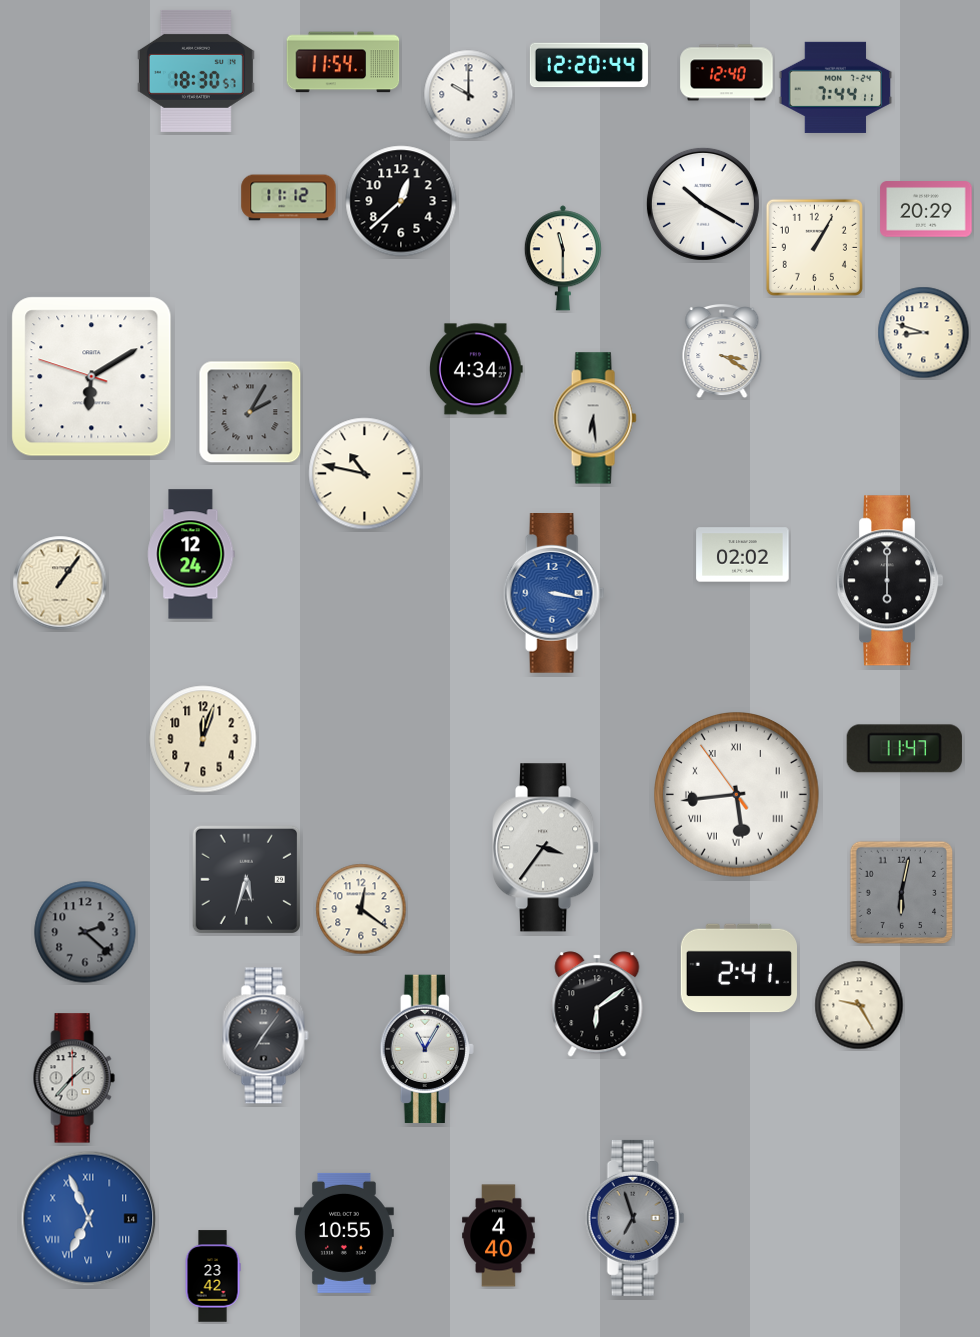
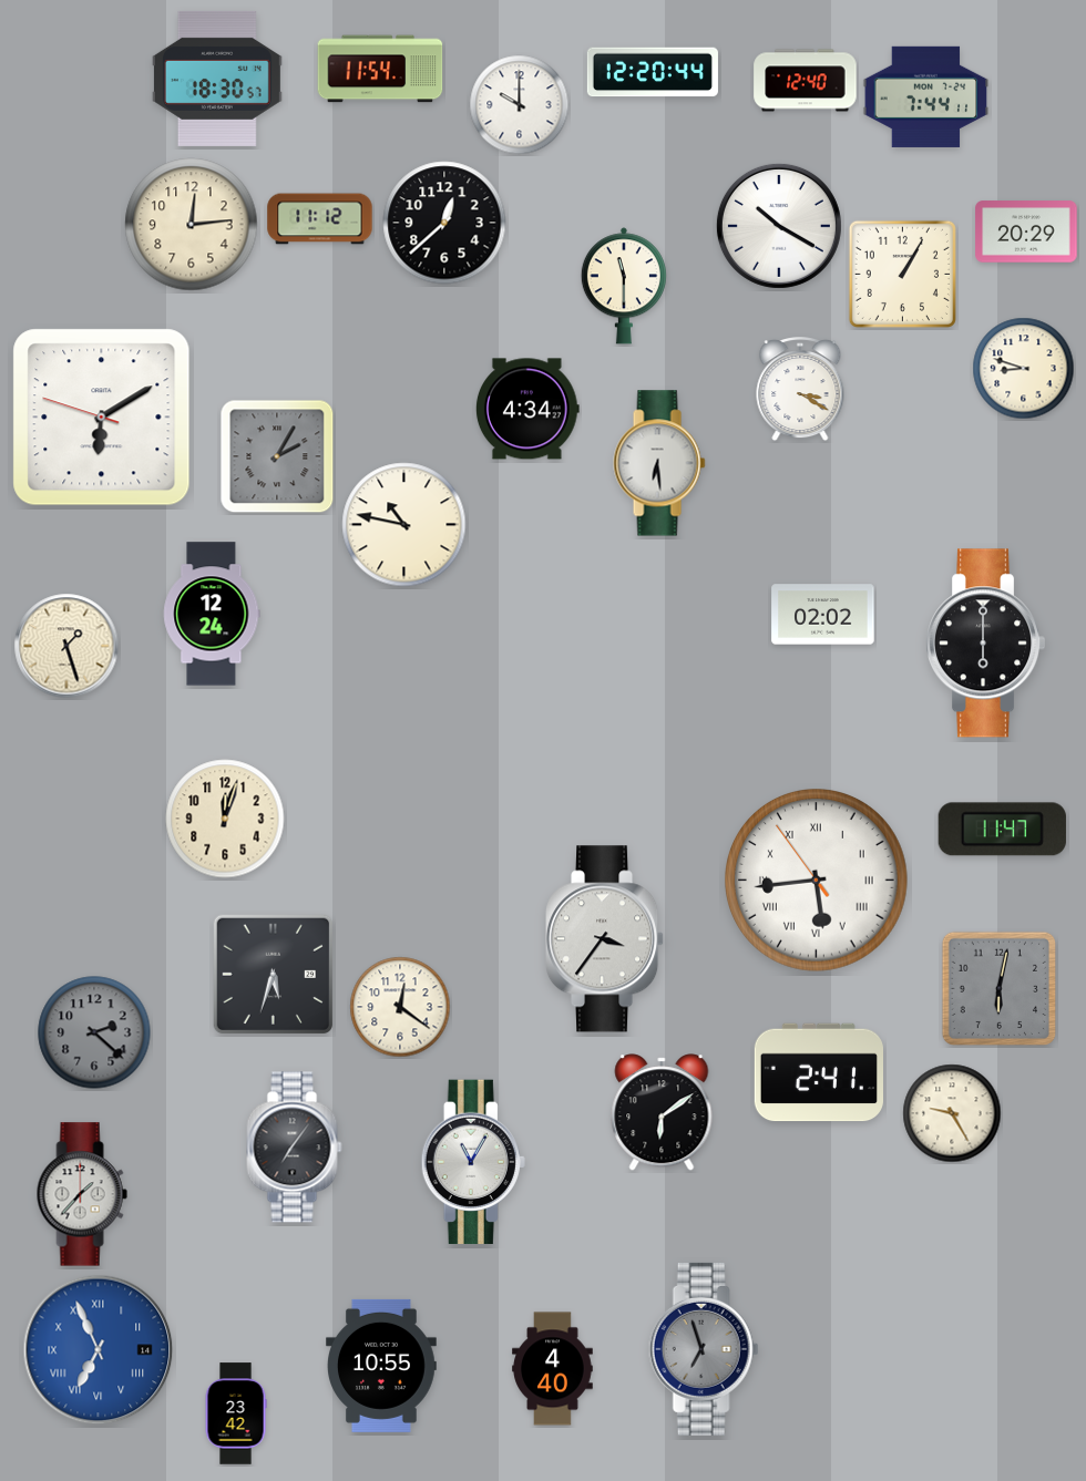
clock at (192, 225): none -> 12:14
clock at (60, 583): 1:06 -> 1:27
clock at (554, 594): 3:17 -> none
